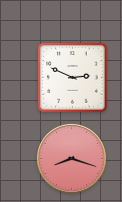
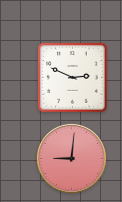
clock at (71, 158): 8:18 -> 9:01
